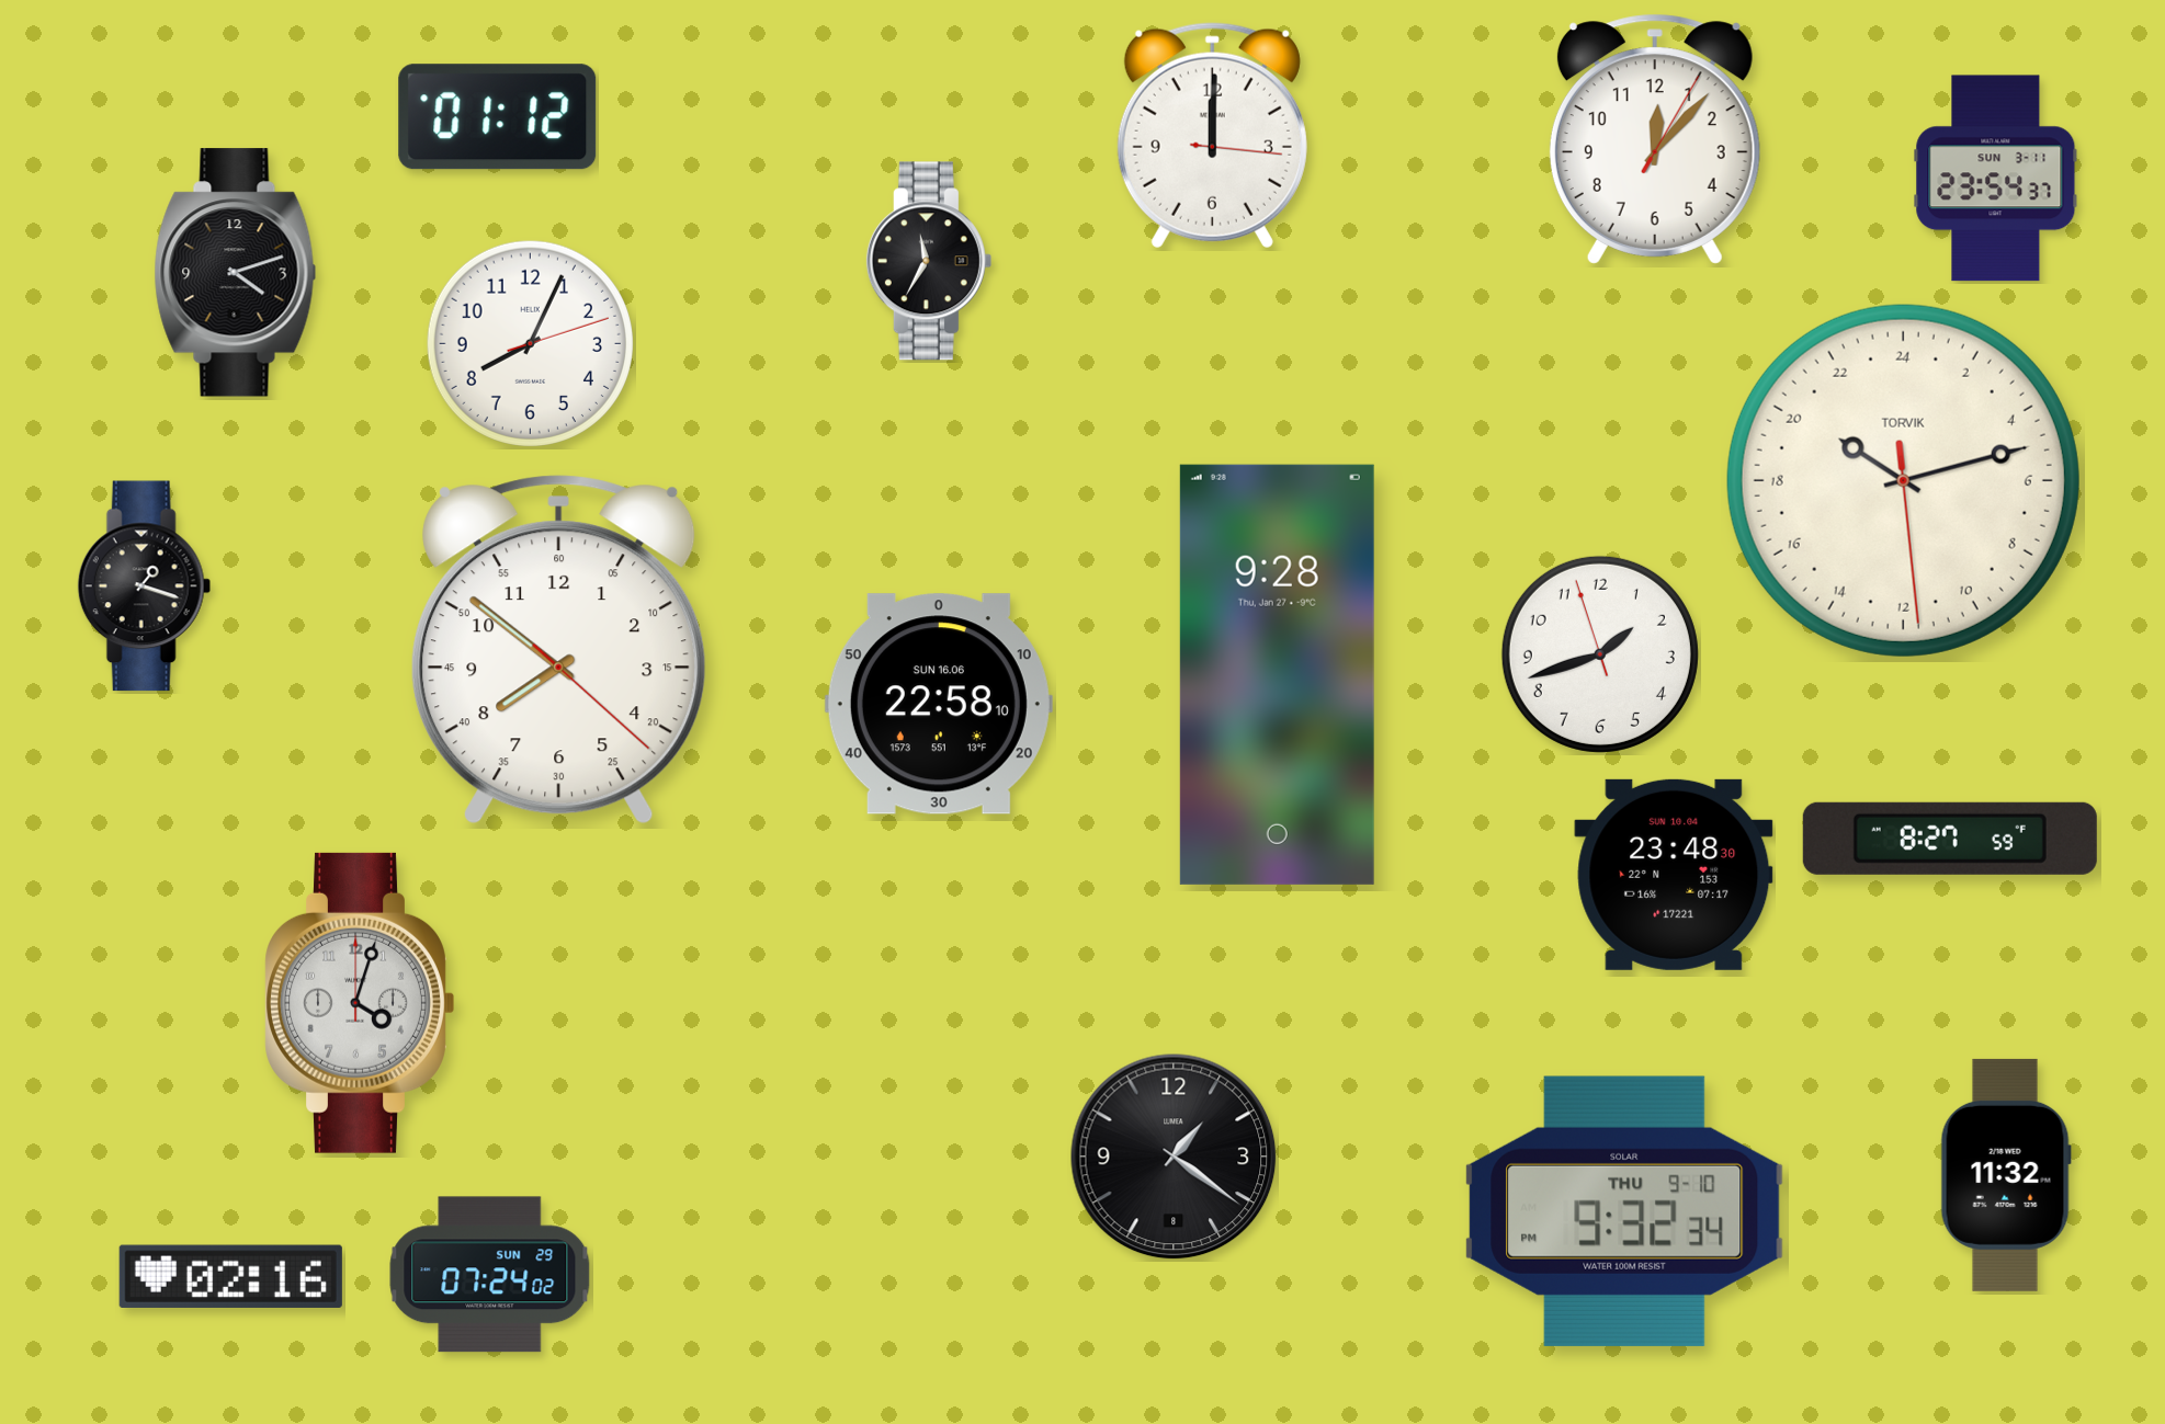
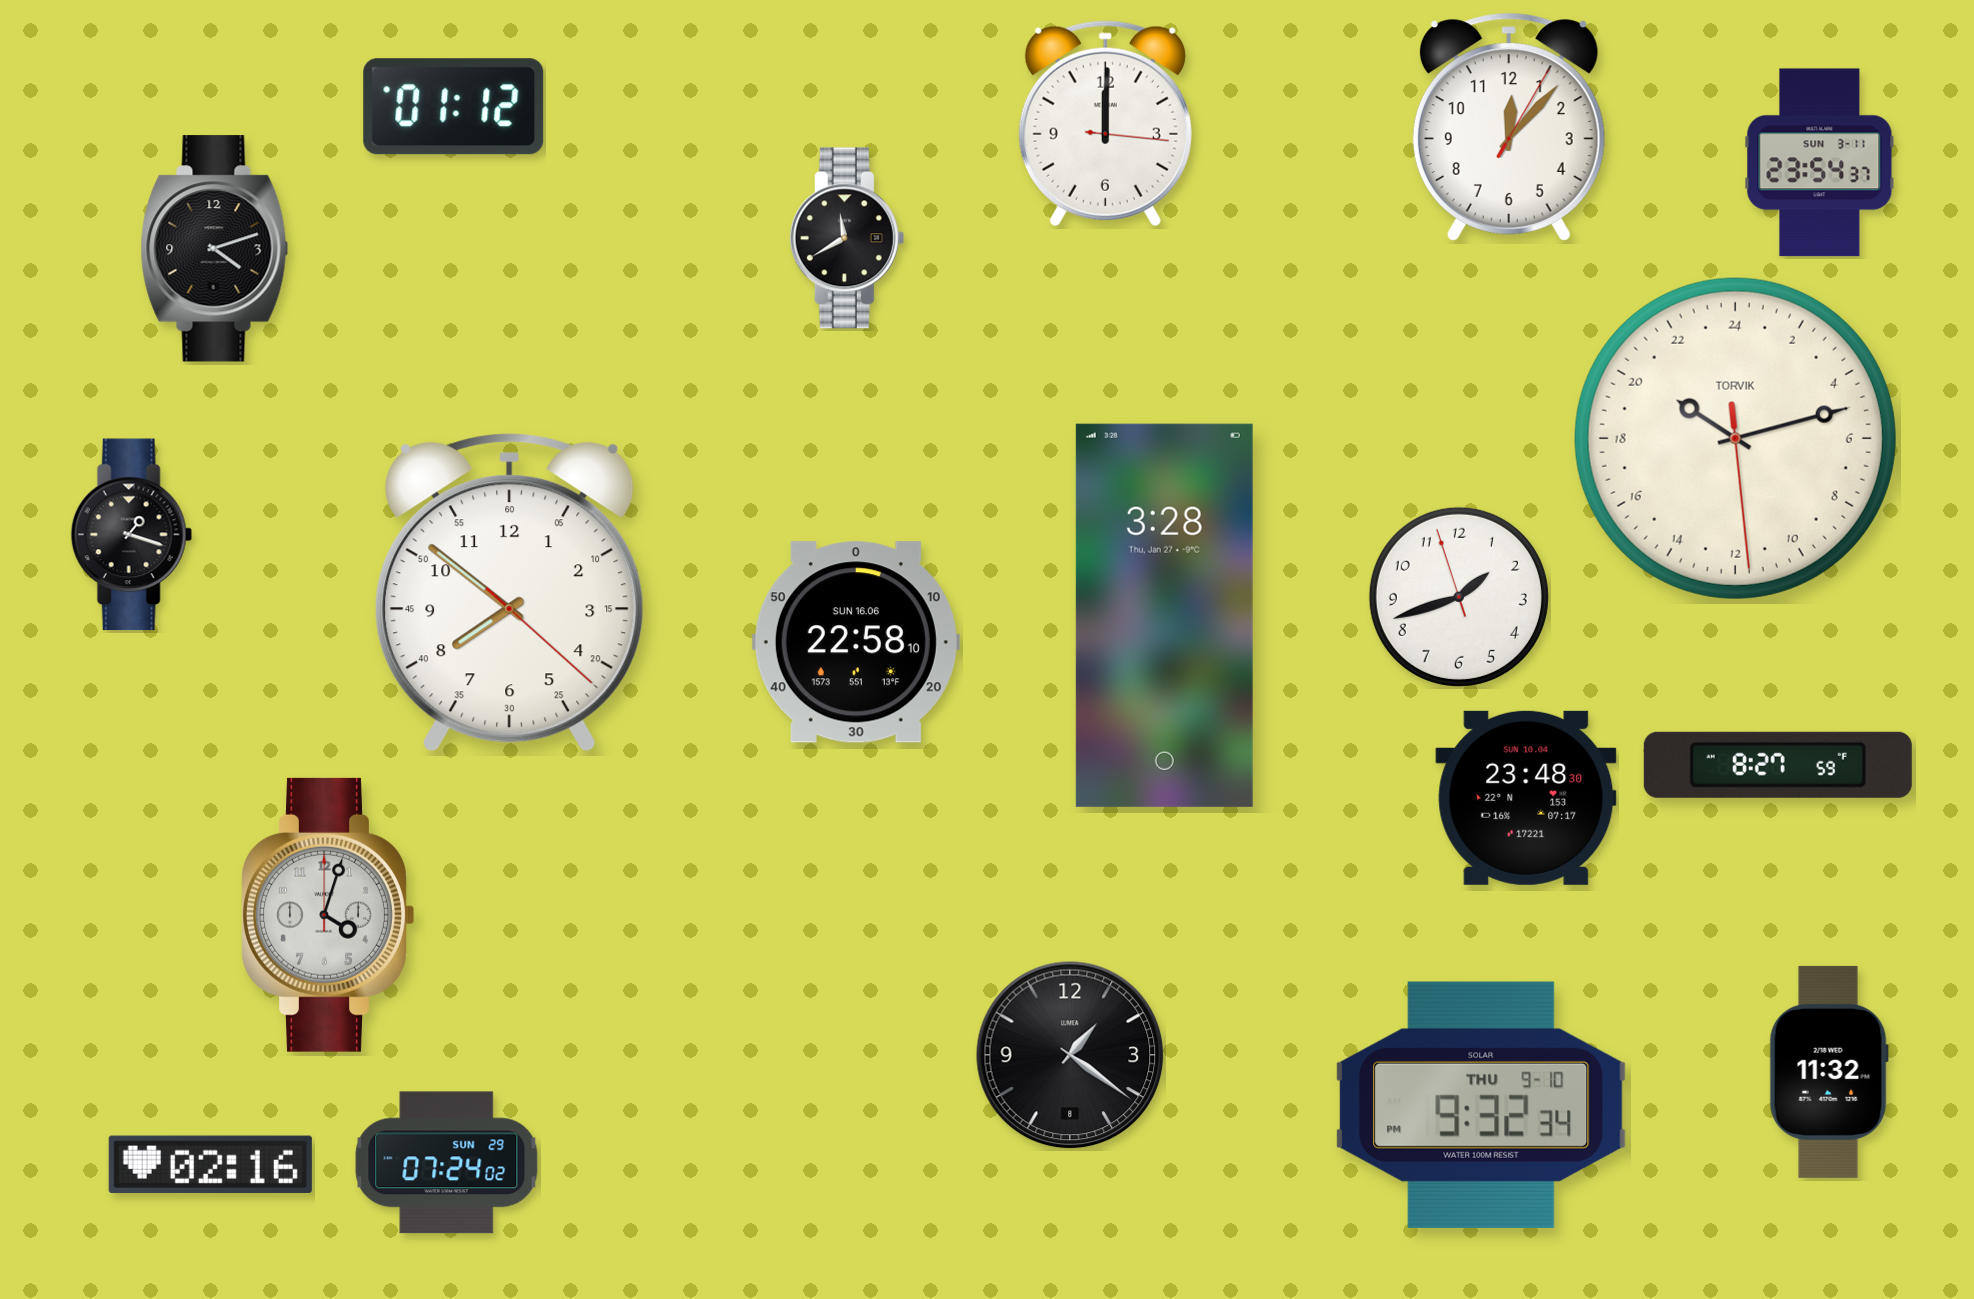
clock at (929, 261): 11:35 -> 11:40
clock at (530, 343): 8:04 -> none
clock at (1277, 674): 9:28 -> 3:28
